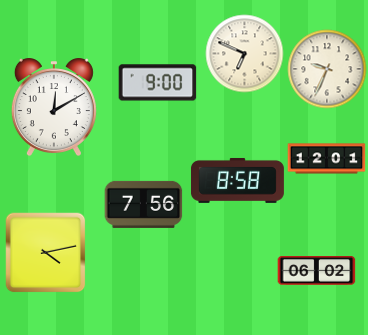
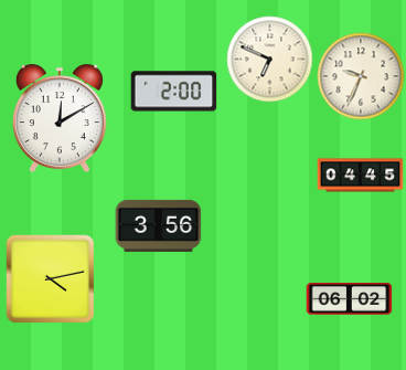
clock at (157, 83): 9:00 -> 2:00
clock at (326, 159): 12:01 -> 04:45
clock at (237, 180): 8:58 -> none
clock at (143, 204): 7:56 -> 3:56
